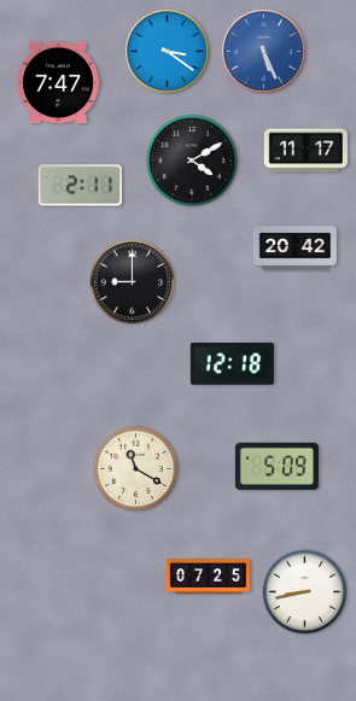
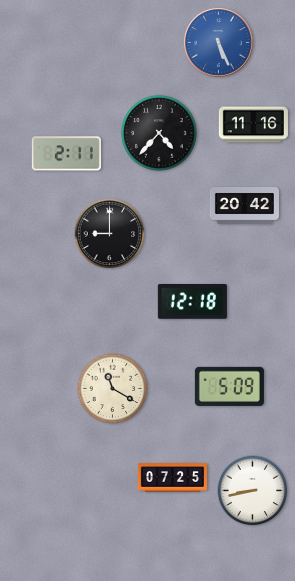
clock at (167, 51): 3:21 -> none
clock at (58, 83): 7:47 -> none
clock at (305, 151): 11:17 -> 11:16
clock at (192, 160): 4:10 -> 4:37
